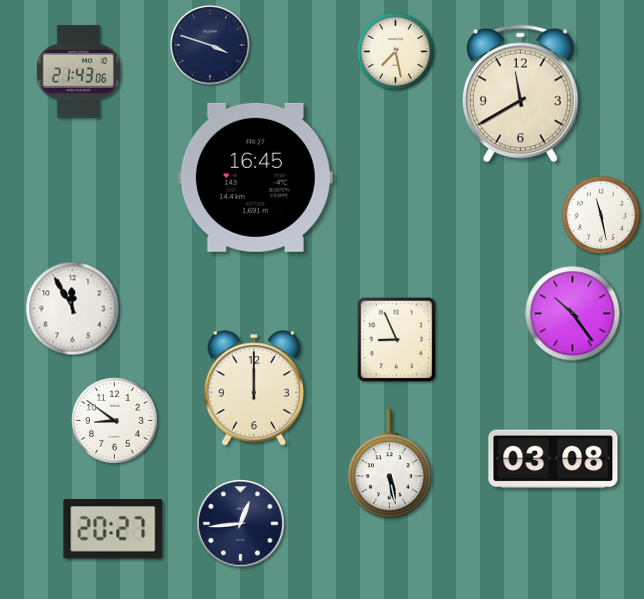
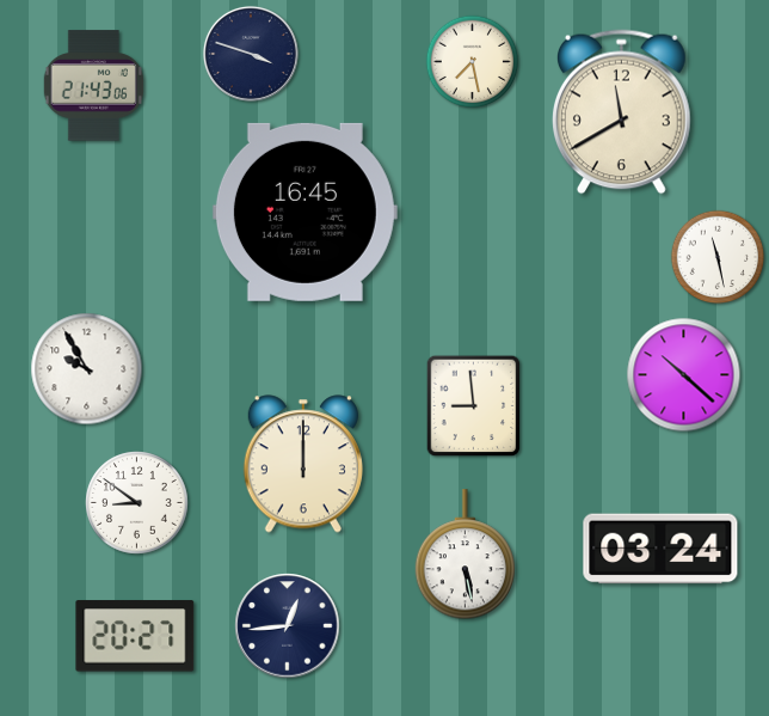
clock at (73, 309): 11:55 -> 9:55
clock at (573, 314): 10:24 -> 10:22
clock at (397, 340): 8:56 -> 8:59
clock at (553, 459): 03:08 -> 03:24
clock at (113, 529) position: (113, 529) -> (135, 636)
